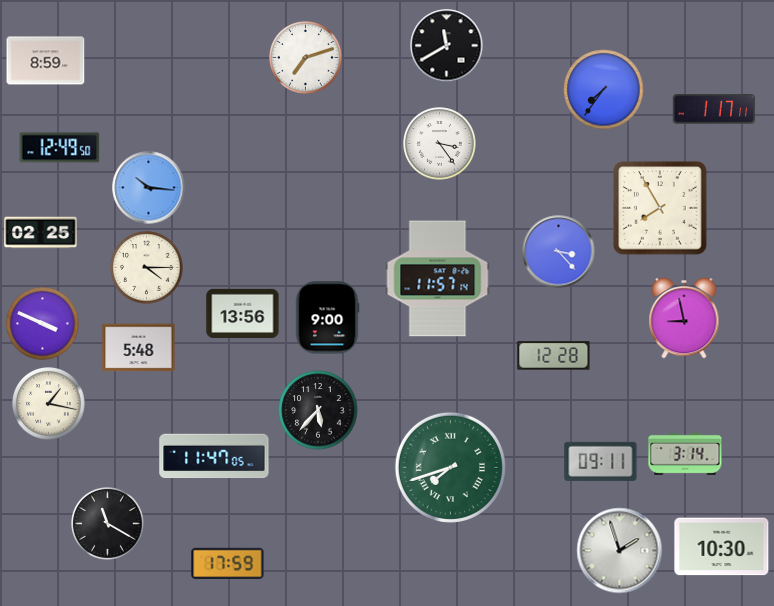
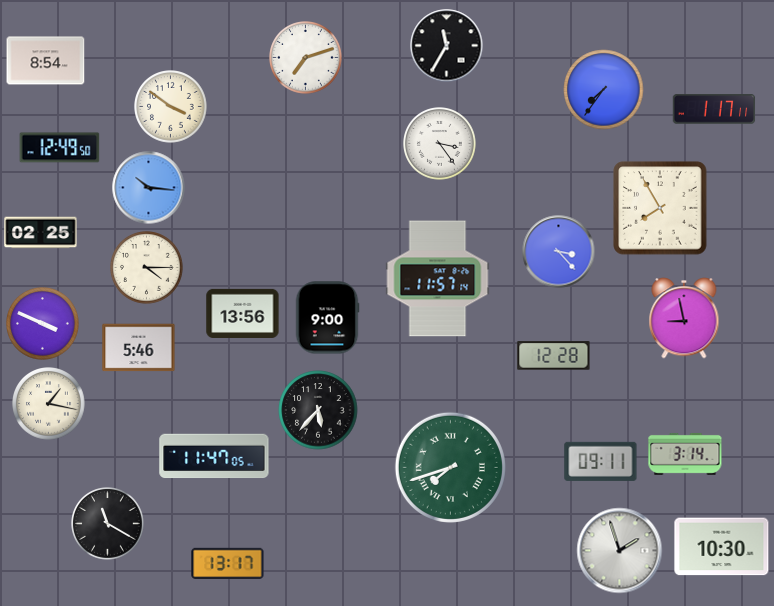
clock at (447, 46): 11:40 -> 11:35
clock at (46, 61): 8:59 -> 8:54
clock at (171, 107): none -> 3:51
clock at (139, 348): 5:48 -> 5:46
clock at (228, 564): 17:59 -> 13:17
